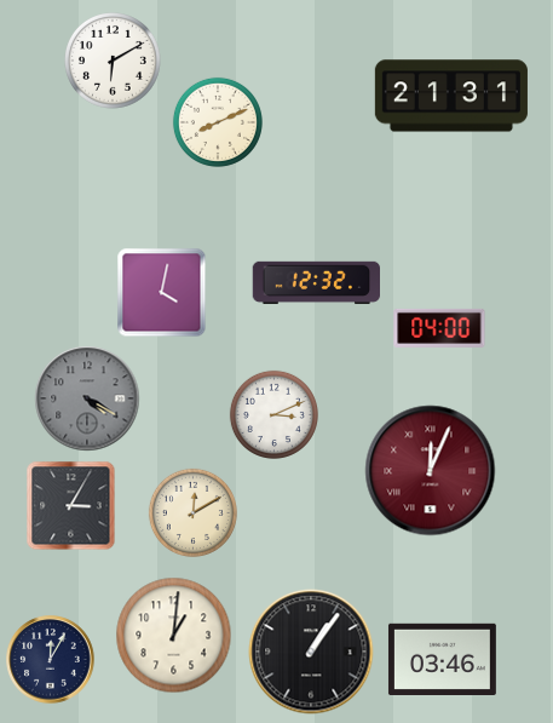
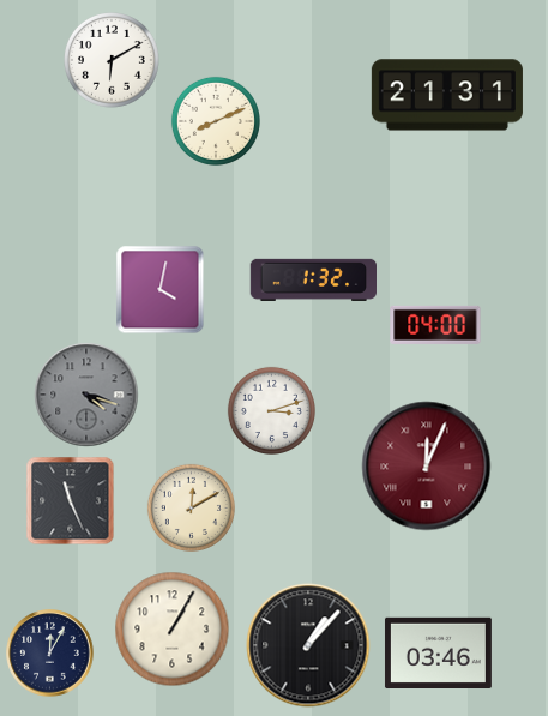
clock at (317, 282): 12:32 -> 1:32
clock at (87, 398): 4:20 -> 4:18
clock at (273, 414): 3:11 -> 3:12
clock at (71, 506): 3:05 -> 11:26
clock at (174, 636): 1:01 -> 1:05
clock at (311, 652): 1:06 -> 1:07
